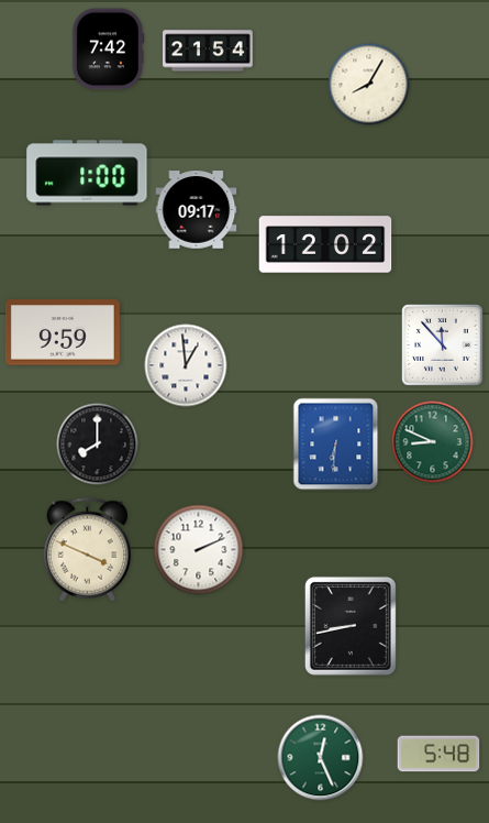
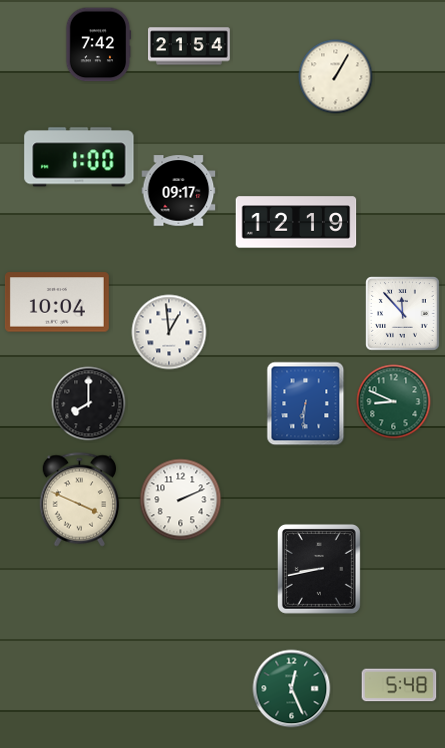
clock at (369, 85): 8:05 -> 1:05
clock at (325, 244): 12:02 -> 12:19
clock at (63, 332): 9:59 -> 10:04
